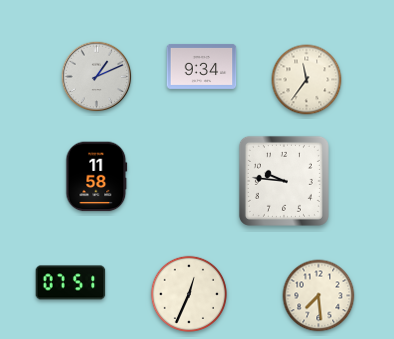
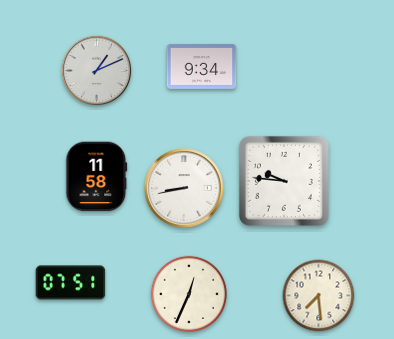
clock at (97, 77) position: (97, 77) -> (97, 71)
clock at (307, 80): 11:36 -> none
clock at (184, 188): none -> 8:43
